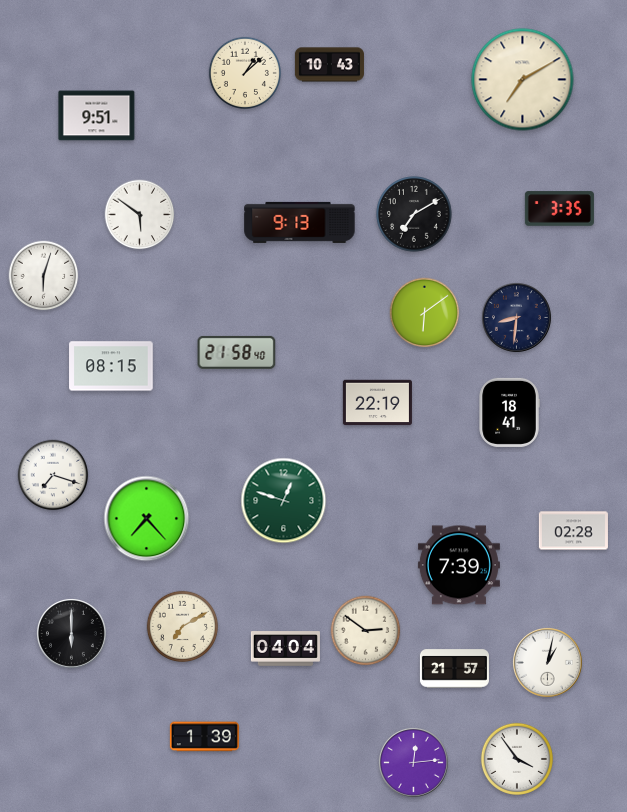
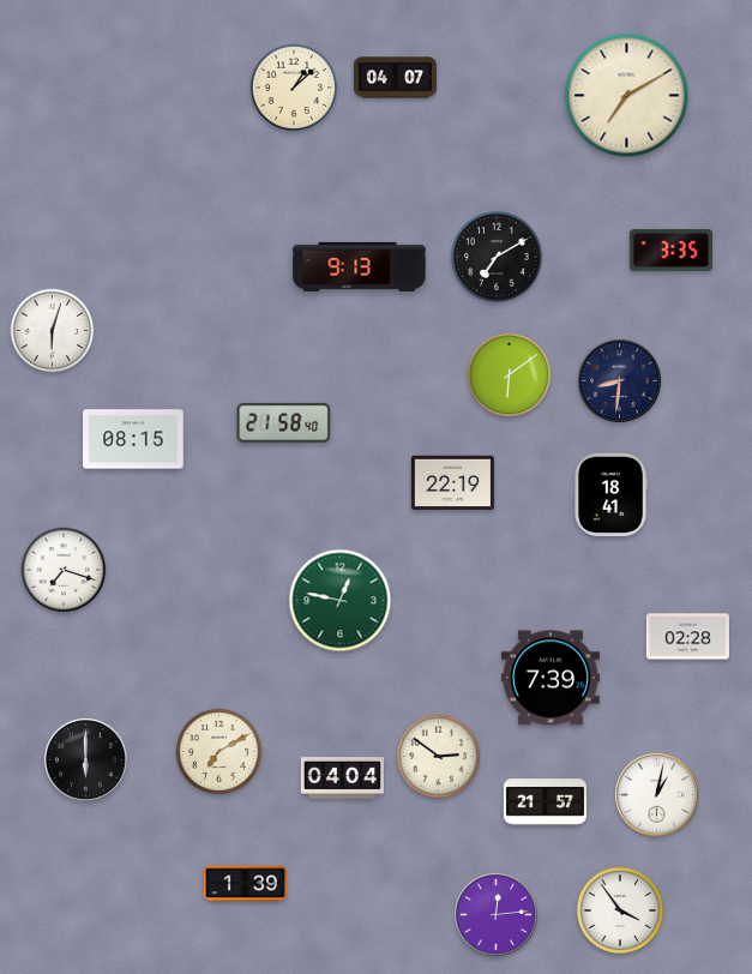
clock at (329, 65): 10:43 -> 04:07
clock at (97, 116): 9:51 -> none
clock at (140, 215): 5:51 -> none
clock at (284, 501): 12:48 -> 12:47
clock at (147, 519): 7:23 -> none
